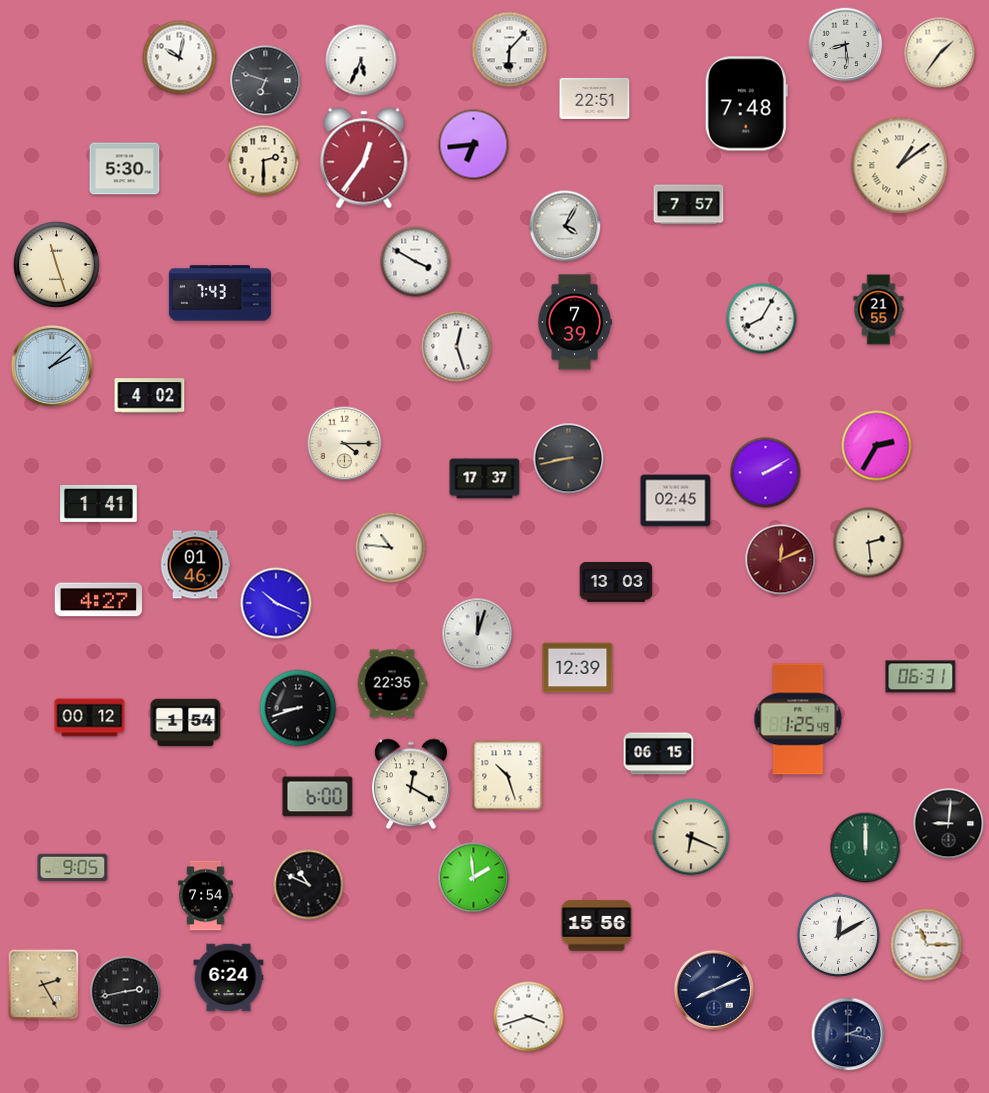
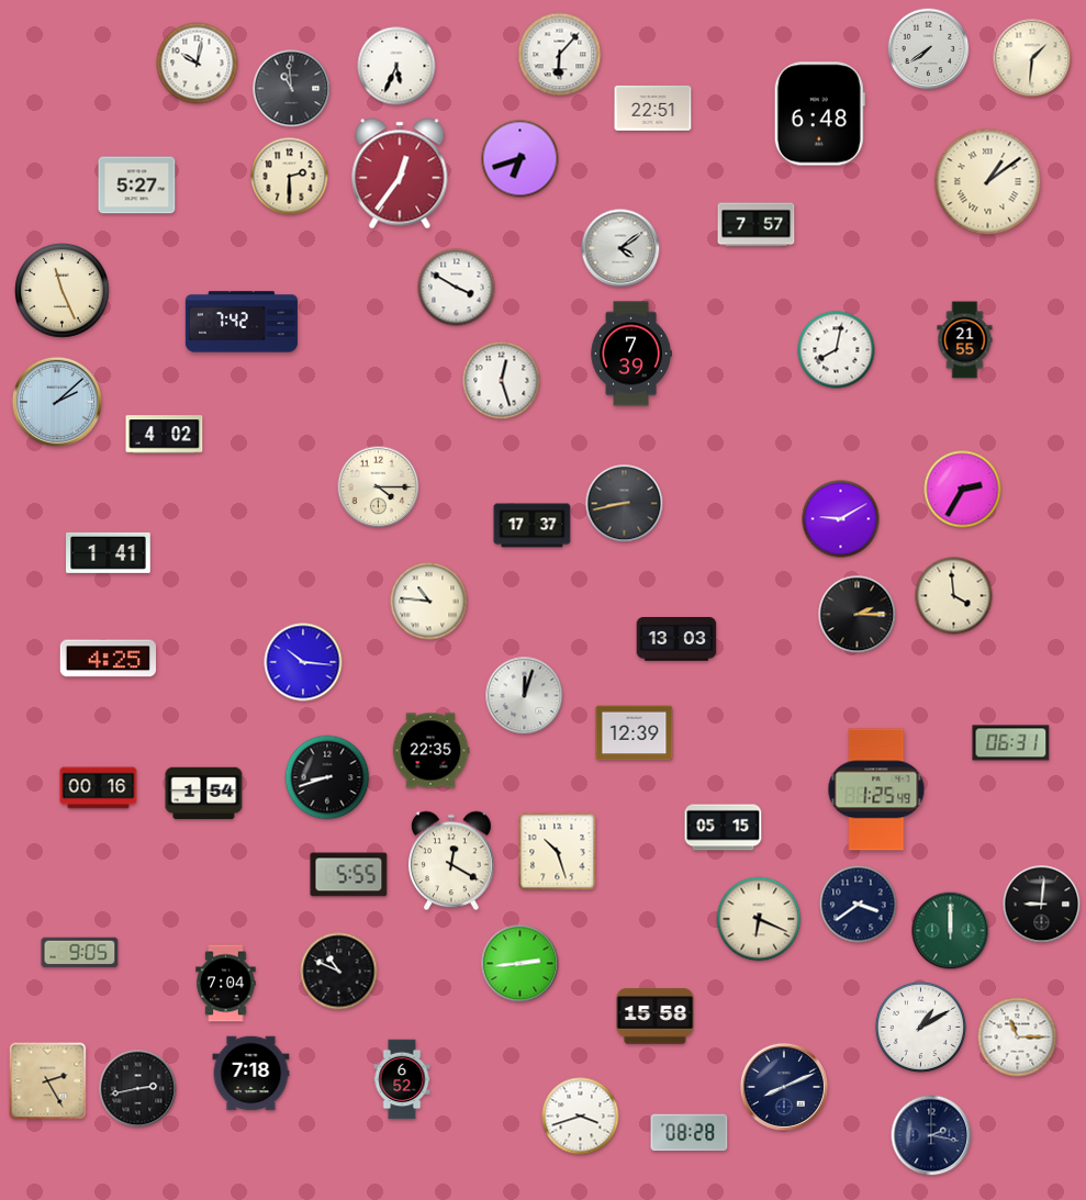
clock at (846, 45): 8:29 -> 7:39
clock at (940, 53): 1:36 -> 1:31
clock at (266, 81): 6:48 -> 10:59
clock at (746, 104): 7:48 -> 6:48
clock at (474, 145): 6:44 -> 6:42
clock at (125, 169): 5:30 -> 5:27
clock at (565, 226): 4:05 -> 4:09
clock at (57, 265): 11:27 -> 11:26
clock at (220, 293): 7:43 -> 7:42
clock at (762, 319): 8:05 -> 8:02
clock at (766, 473): 2:10 -> 9:10
clock at (676, 501): 02:45 -> none
clock at (869, 543): 2:29 -> 3:59
clock at (781, 560): 12:11 -> 2:15
clock at (781, 560) dial: burgundy -> black
clock at (195, 565): 01:46 -> none
clock at (98, 600): 4:27 -> 4:25
clock at (276, 603): 10:19 -> 10:16
clock at (90, 718): 00:12 -> 00:16
clock at (659, 754): 06:15 -> 05:15
clock at (318, 797): 6:00 -> 5:55
clock at (859, 905): none -> 3:39
clock at (474, 878): 1:59 -> 2:44
clock at (206, 896): 7:54 -> 7:04
clock at (597, 926): 15:56 -> 15:58
clock at (838, 935): 12:10 -> 1:10
clock at (229, 978): 6:24 -> 7:18
clock at (402, 1079): none -> 6:52
clock at (690, 1133): none -> 08:28
